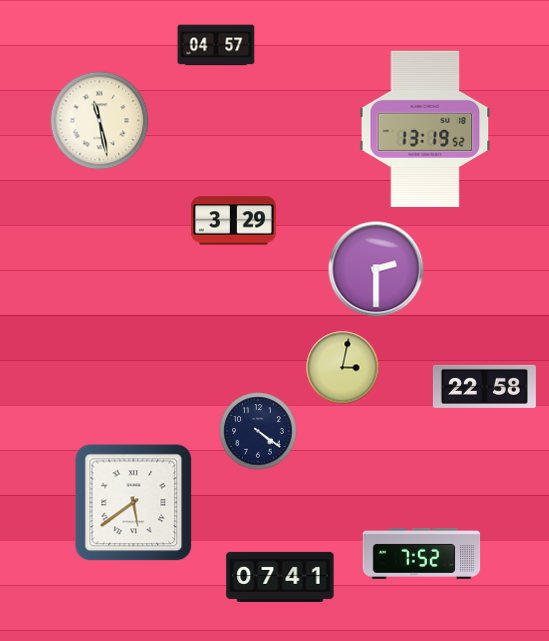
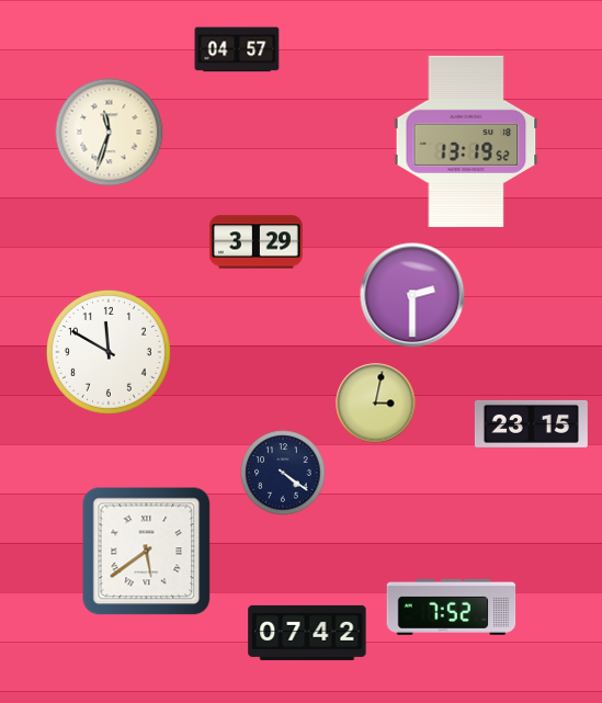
clock at (100, 121): 11:28 -> 11:33
clock at (109, 352): none -> 11:50
clock at (484, 386): 22:58 -> 23:15
clock at (422, 553) position: (422, 553) -> (452, 606)
clock at (280, 577): 07:41 -> 07:42
